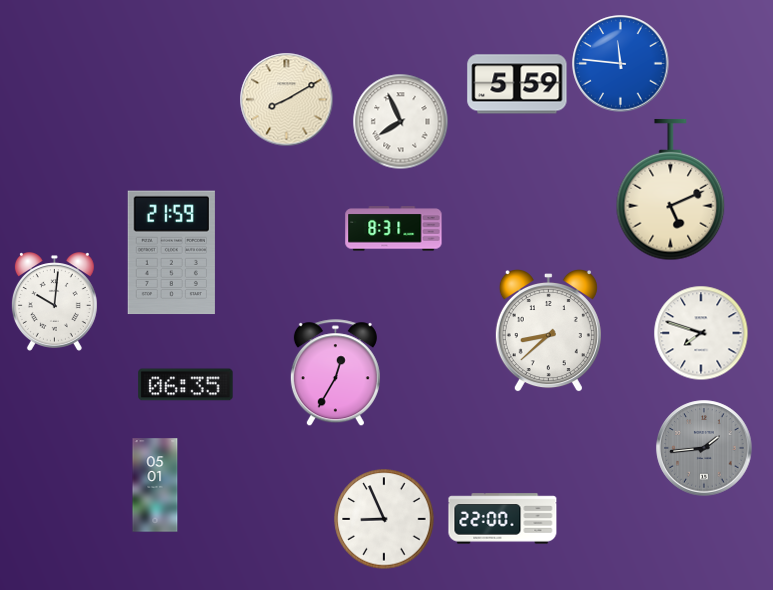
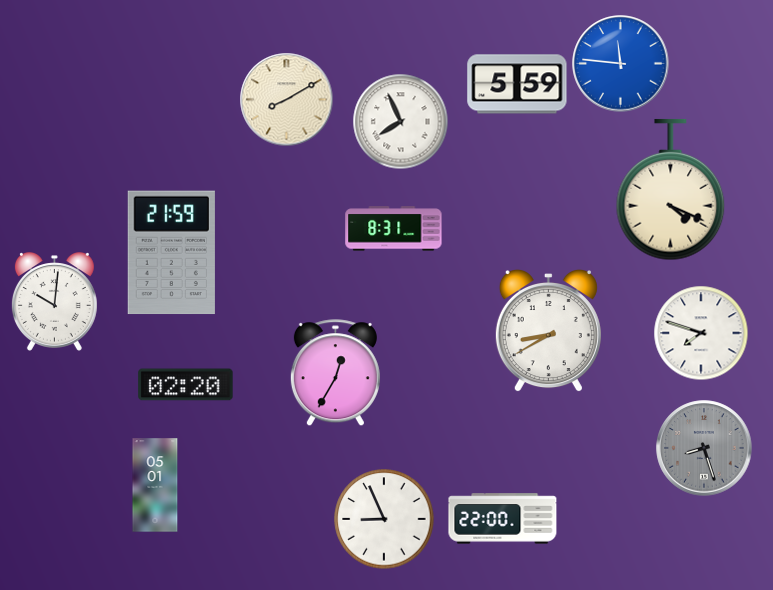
clock at (671, 190): 5:11 -> 4:19
clock at (548, 330): 8:38 -> 8:40
clock at (186, 385): 06:35 -> 02:20
clock at (704, 448): 1:44 -> 8:27
